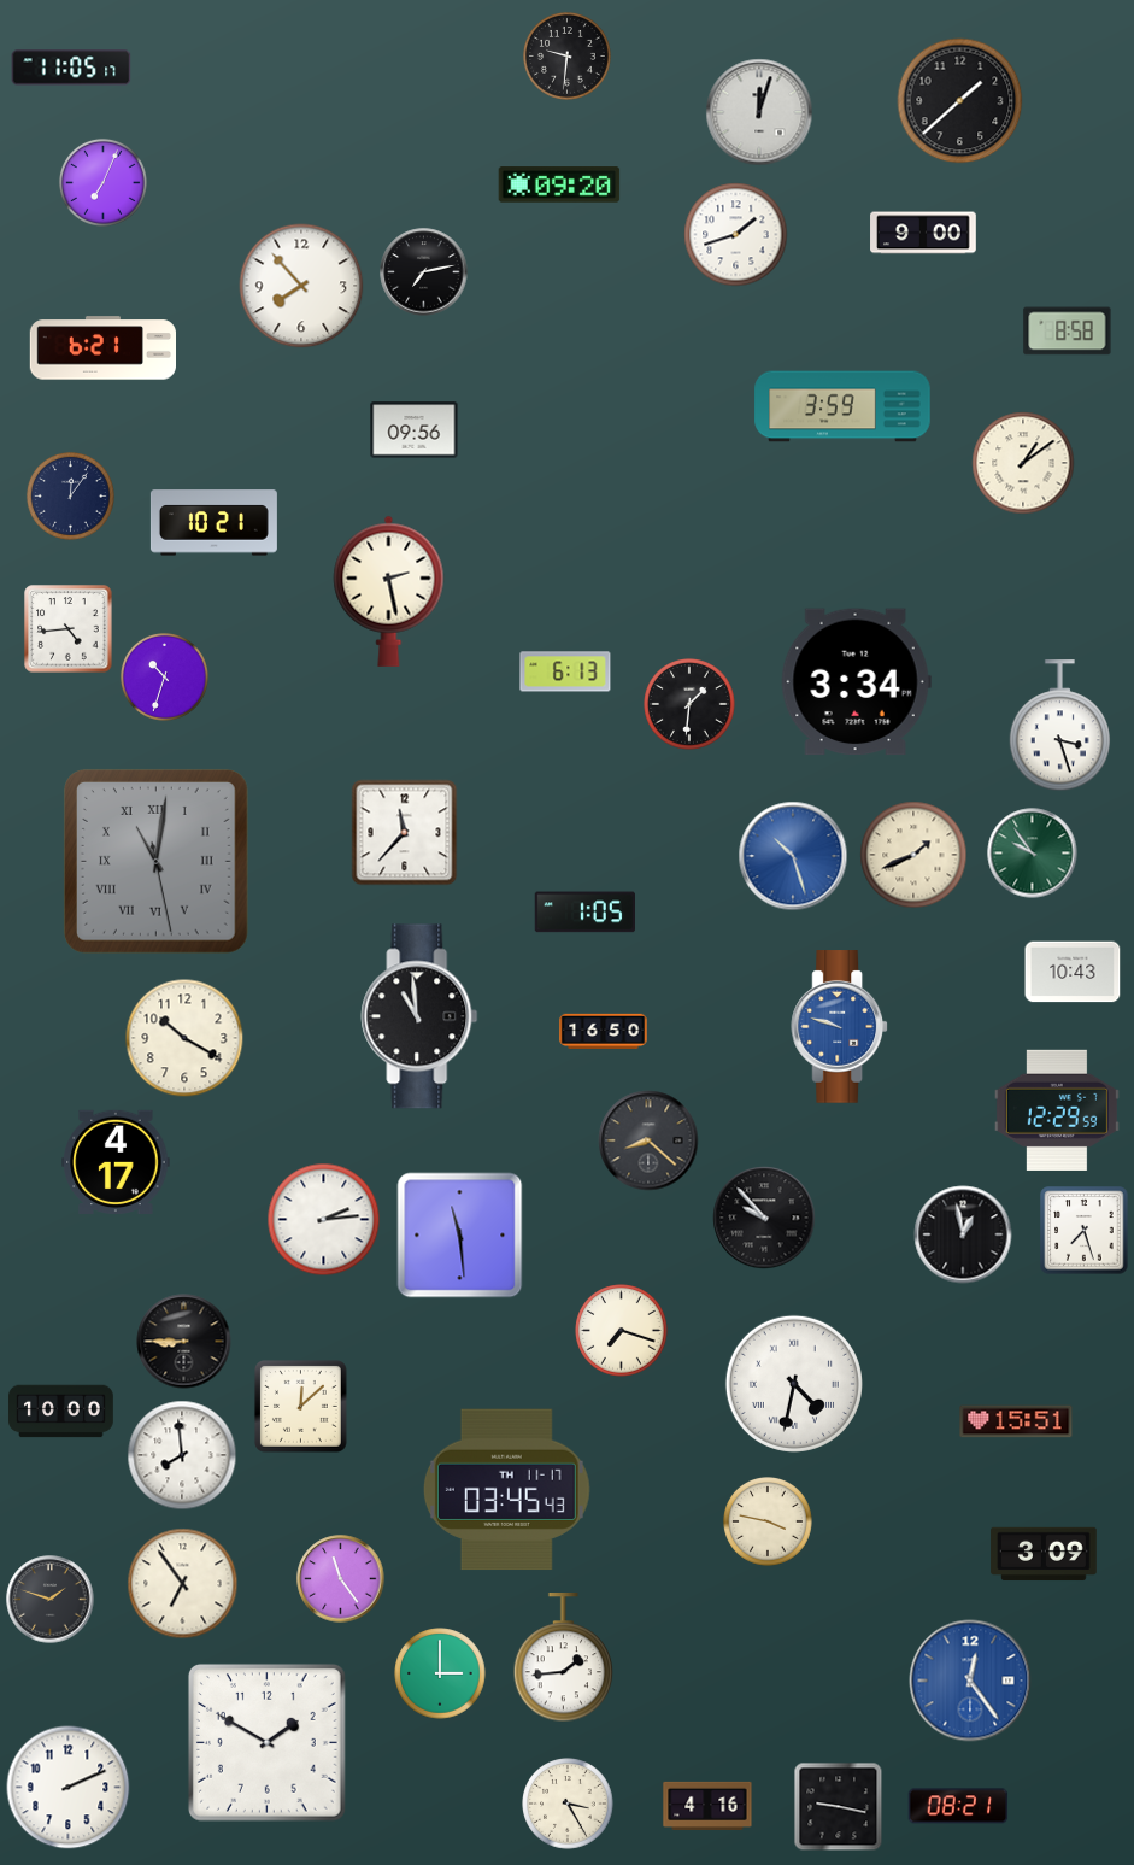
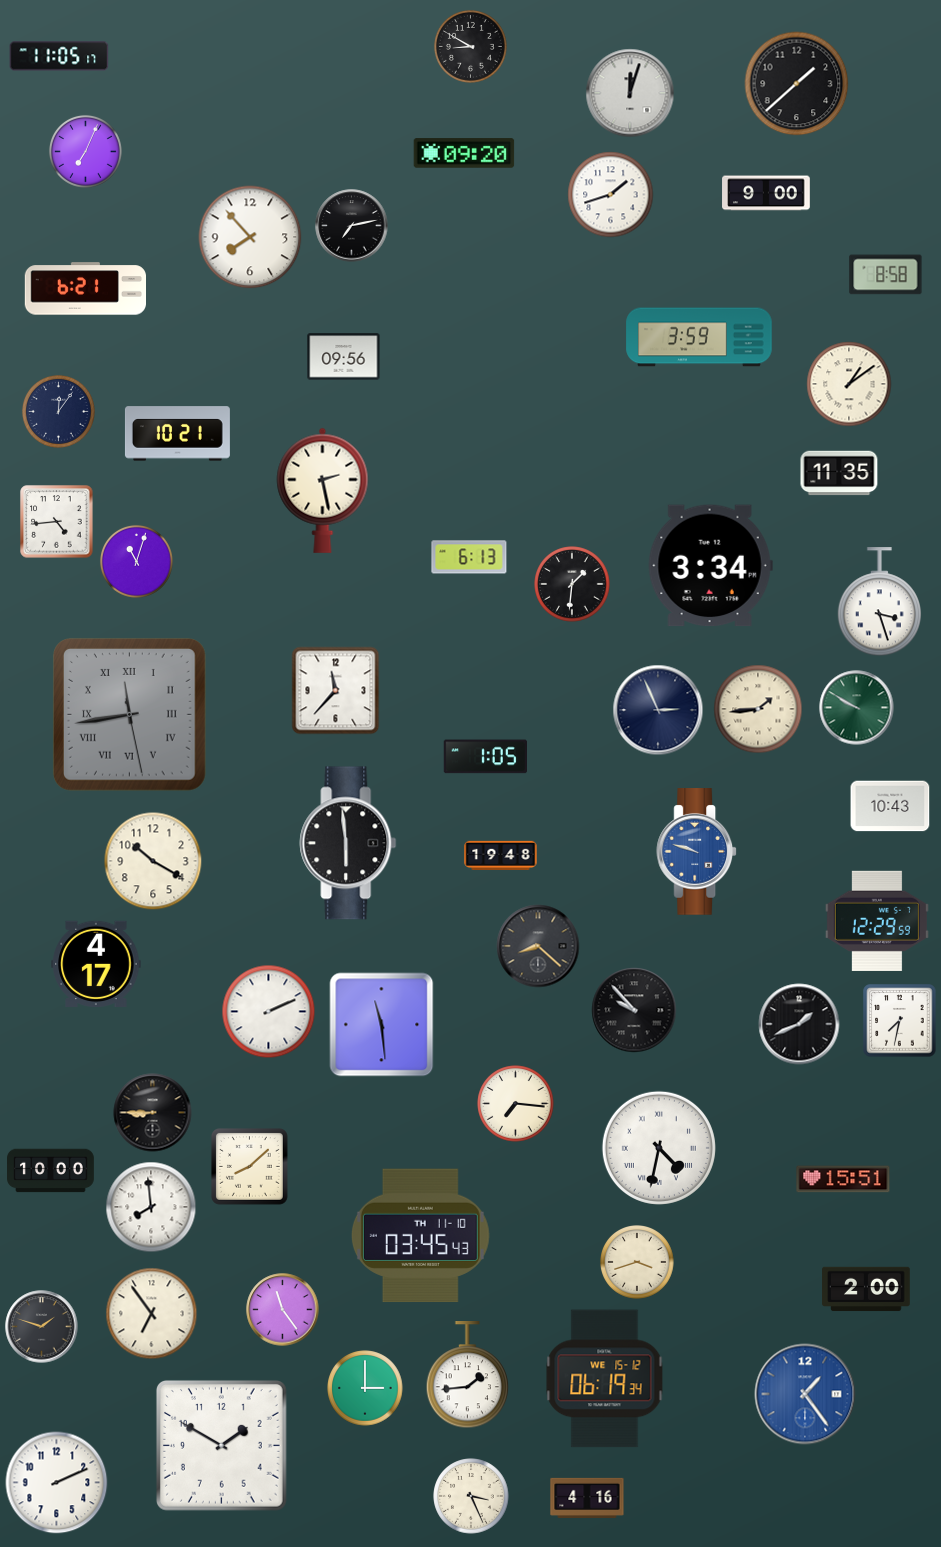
clock at (566, 55): 9:31 -> 8:50
clock at (839, 473): none -> 11:35
clock at (164, 676): 10:33 -> 11:03
clock at (1033, 854): 9:54 -> 9:50
clock at (913, 855): 1:41 -> 1:44
clock at (793, 856): 10:27 -> 2:56
clock at (793, 856) dial: blue -> navy
clock at (155, 861): 11:01 -> 11:43
clock at (419, 1016): 10:59 -> 5:59
clock at (604, 1031): 16:50 -> 19:48
clock at (324, 1220): 2:14 -> 2:11
clock at (1085, 1231): 7:27 -> 7:32
clock at (963, 1234): 12:58 -> 1:41
clock at (622, 1331): 7:18 -> 7:16
clock at (300, 1406): 12:08 -> 8:08
clock at (506, 1490) date: TH 11-17 -> TH 11-10
clock at (769, 1523): 3:47 -> 3:42
clock at (1044, 1554): 3:09 -> 2:00
clock at (605, 1379): none -> 06:19
clock at (970, 1681): 12:24 -> 1:24
clock at (568, 1804): 3:25 -> 3:26
clock at (958, 1806): 08:21 -> none
clock at (839, 1807): 9:17 -> none
